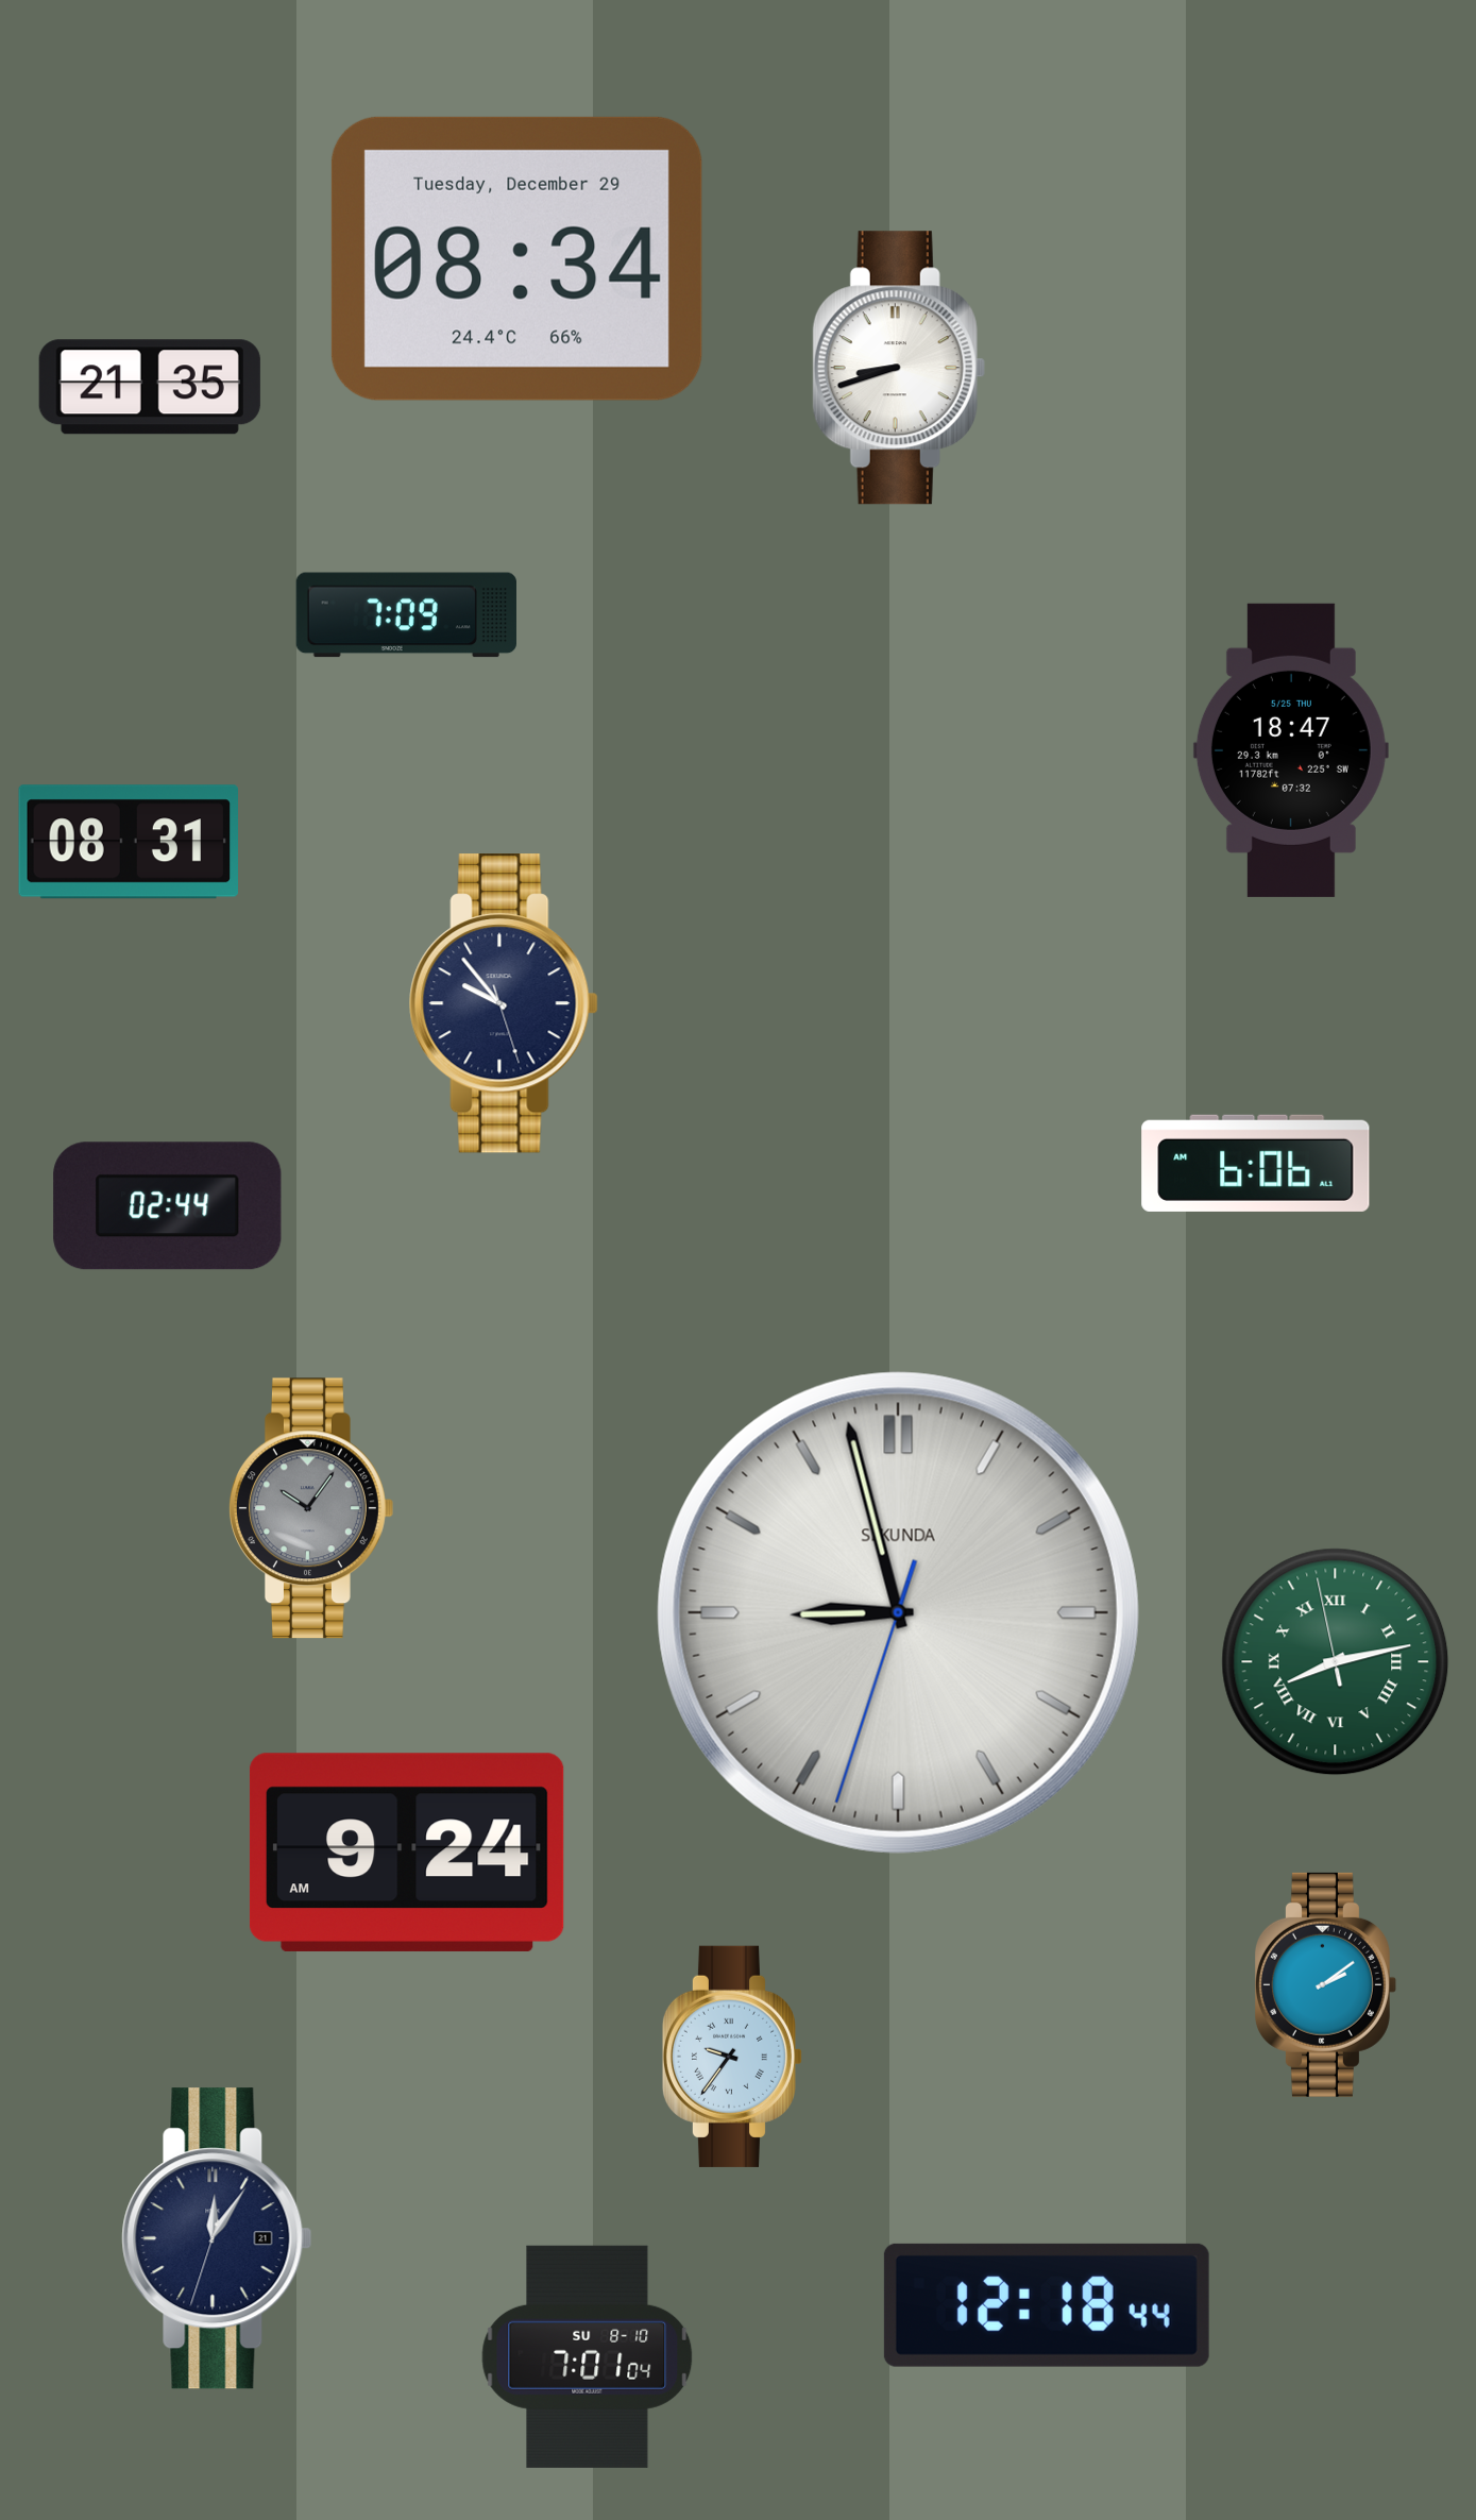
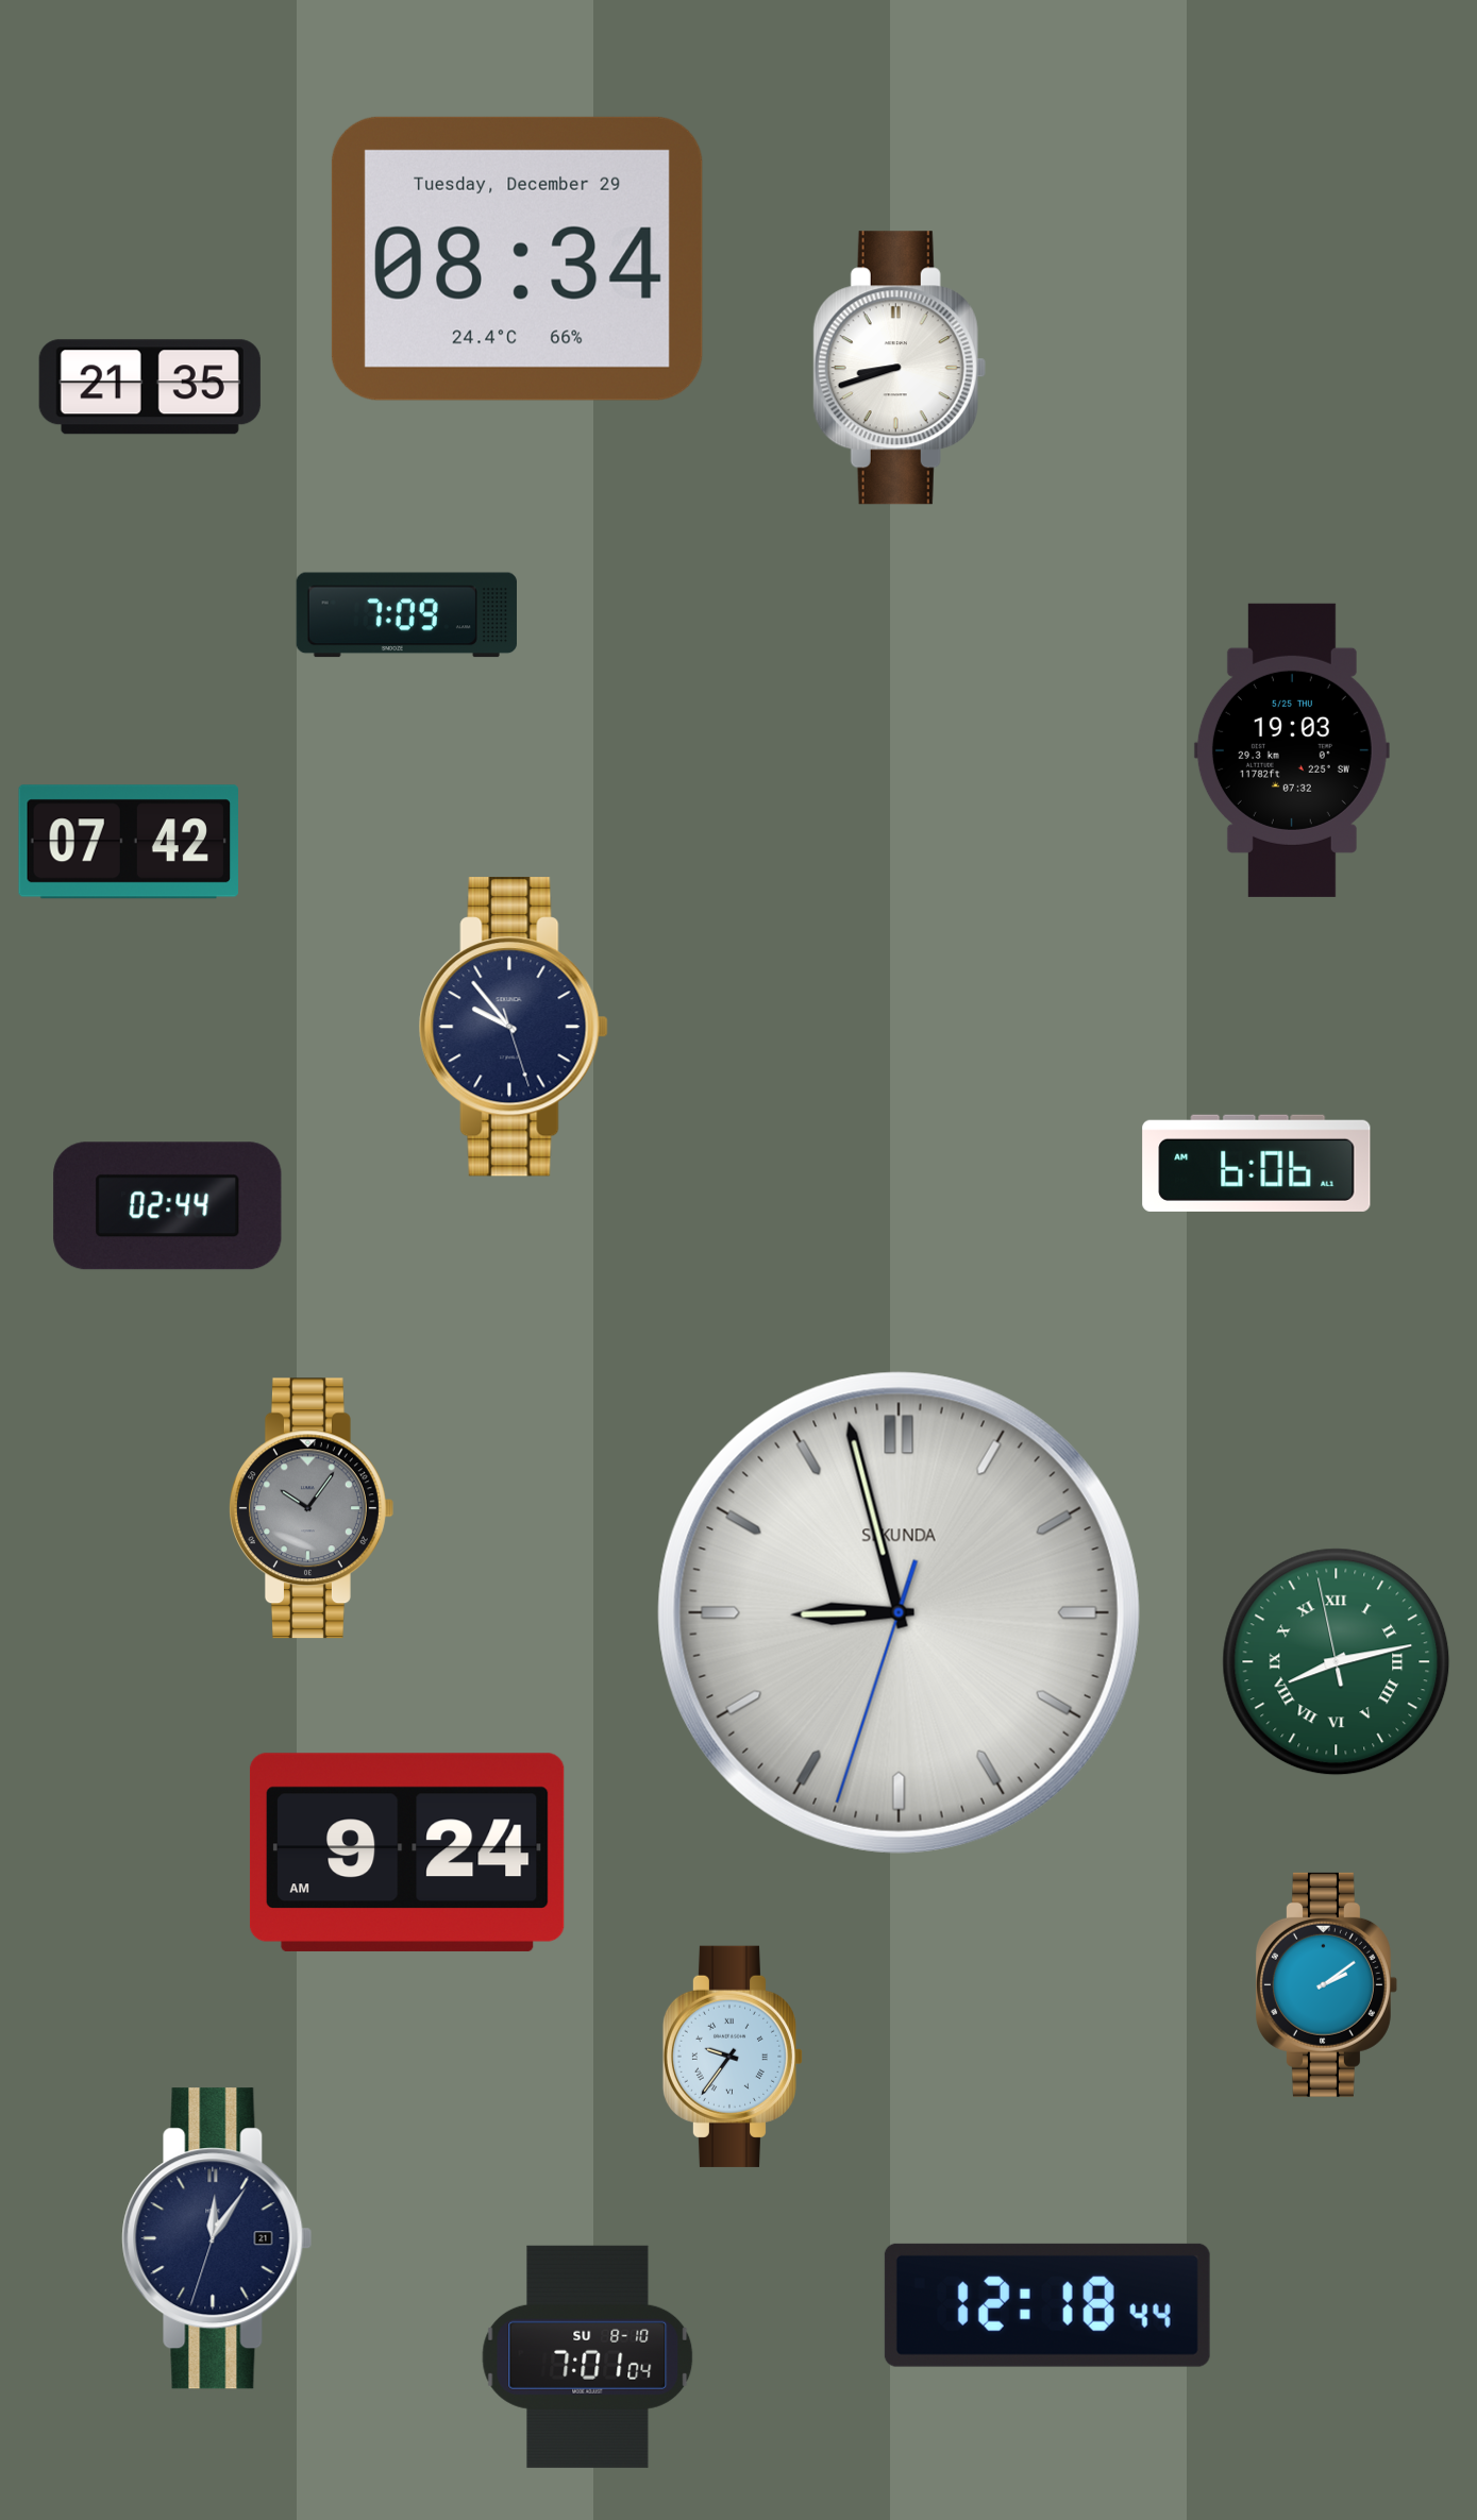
clock at (1291, 750): 18:47 -> 19:03
clock at (128, 842): 08:31 -> 07:42
clock at (504, 1003) position: (504, 1003) -> (514, 1027)
